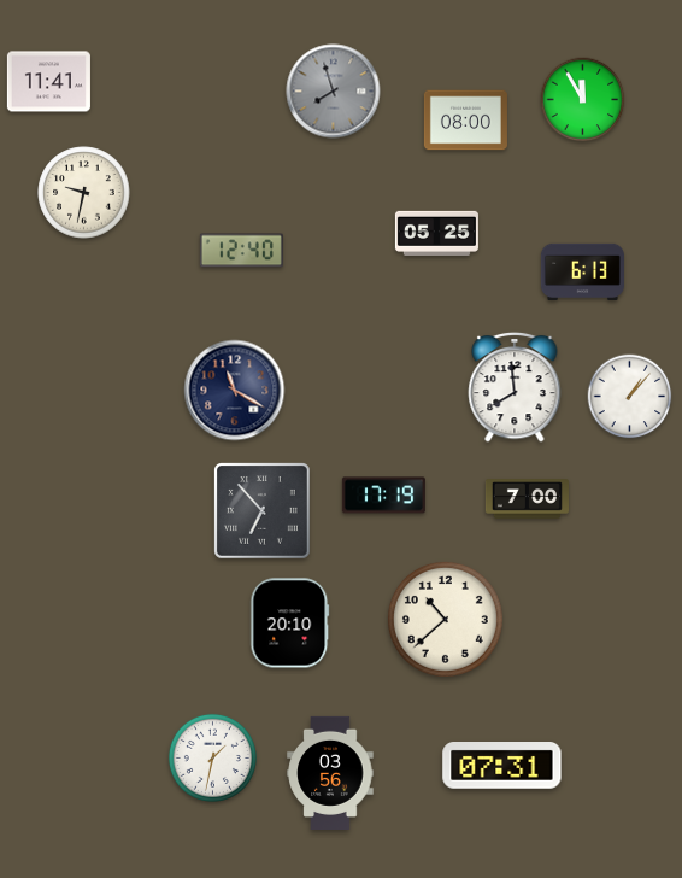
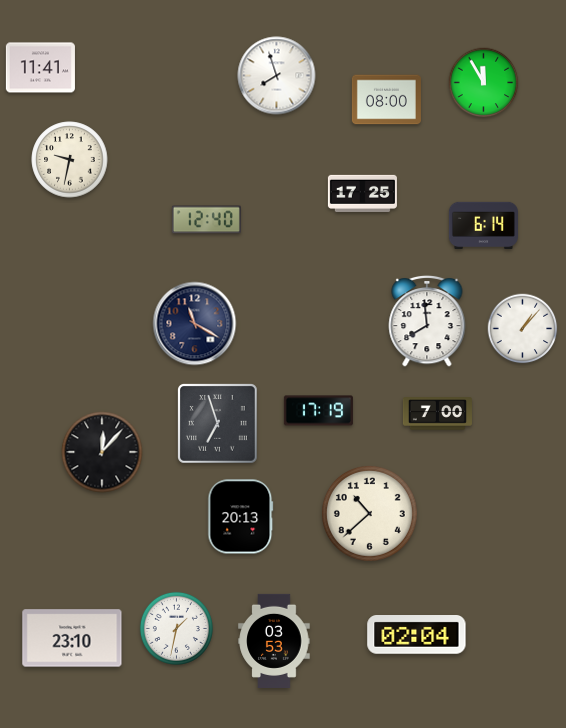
clock at (334, 92) dial: grey -> white
clock at (436, 233): 05:25 -> 17:25
clock at (241, 251) position: (241, 251) -> (206, 220)
clock at (582, 271): 6:13 -> 6:14
clock at (263, 511): 6:53 -> 6:57
clock at (102, 452): none -> 12:07
clock at (290, 624): 20:10 -> 20:13
clock at (502, 766): 07:31 -> 02:04
clock at (72, 638): none -> 23:10
clock at (330, 773): 03:56 -> 03:53
